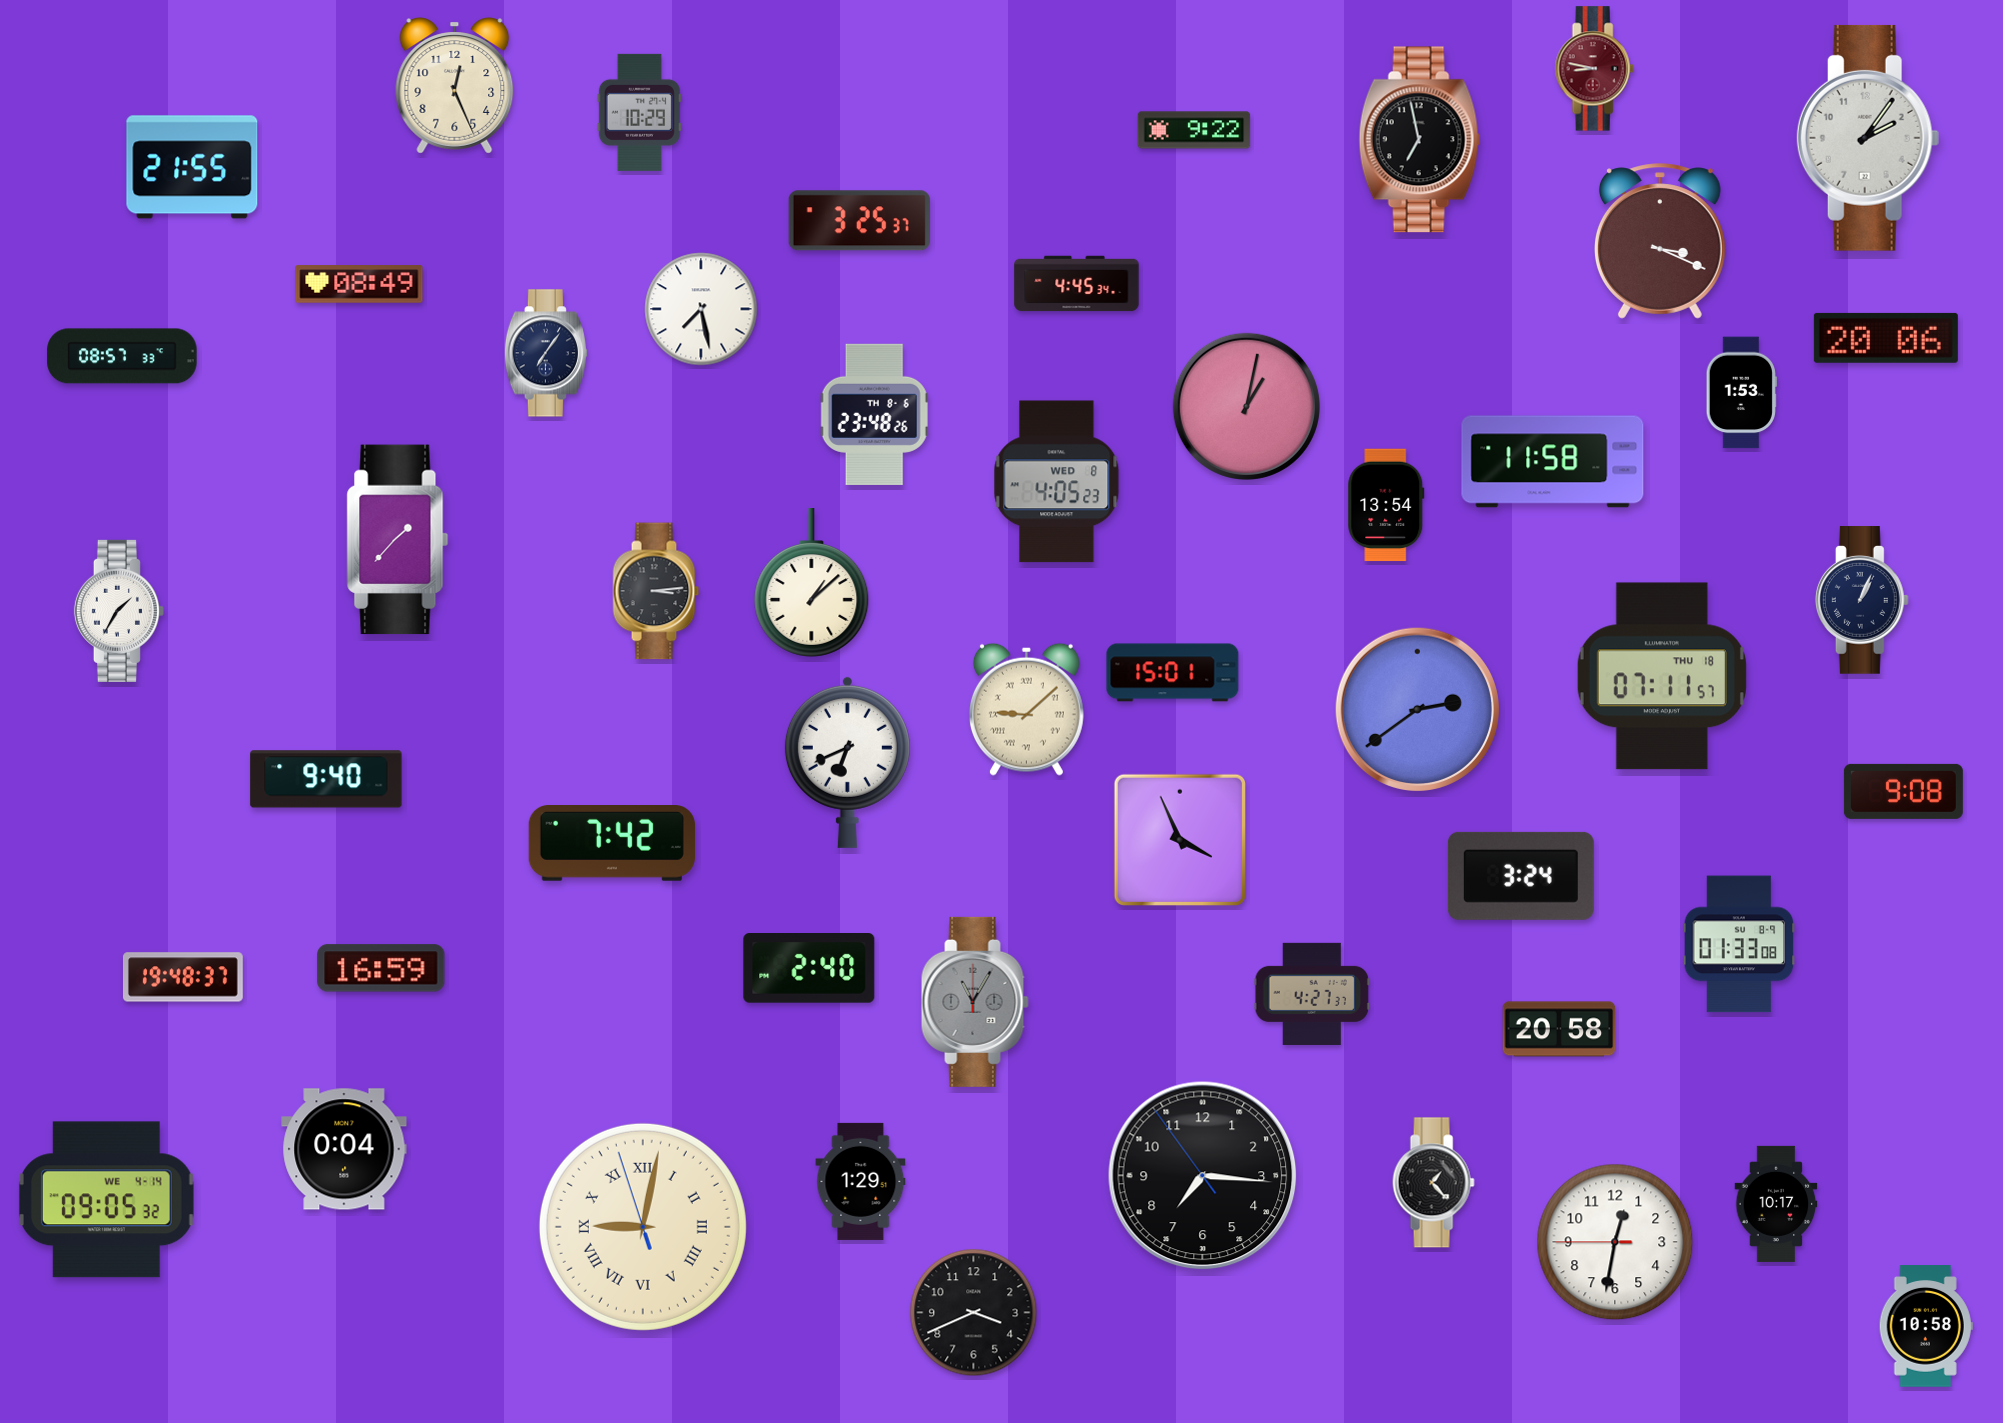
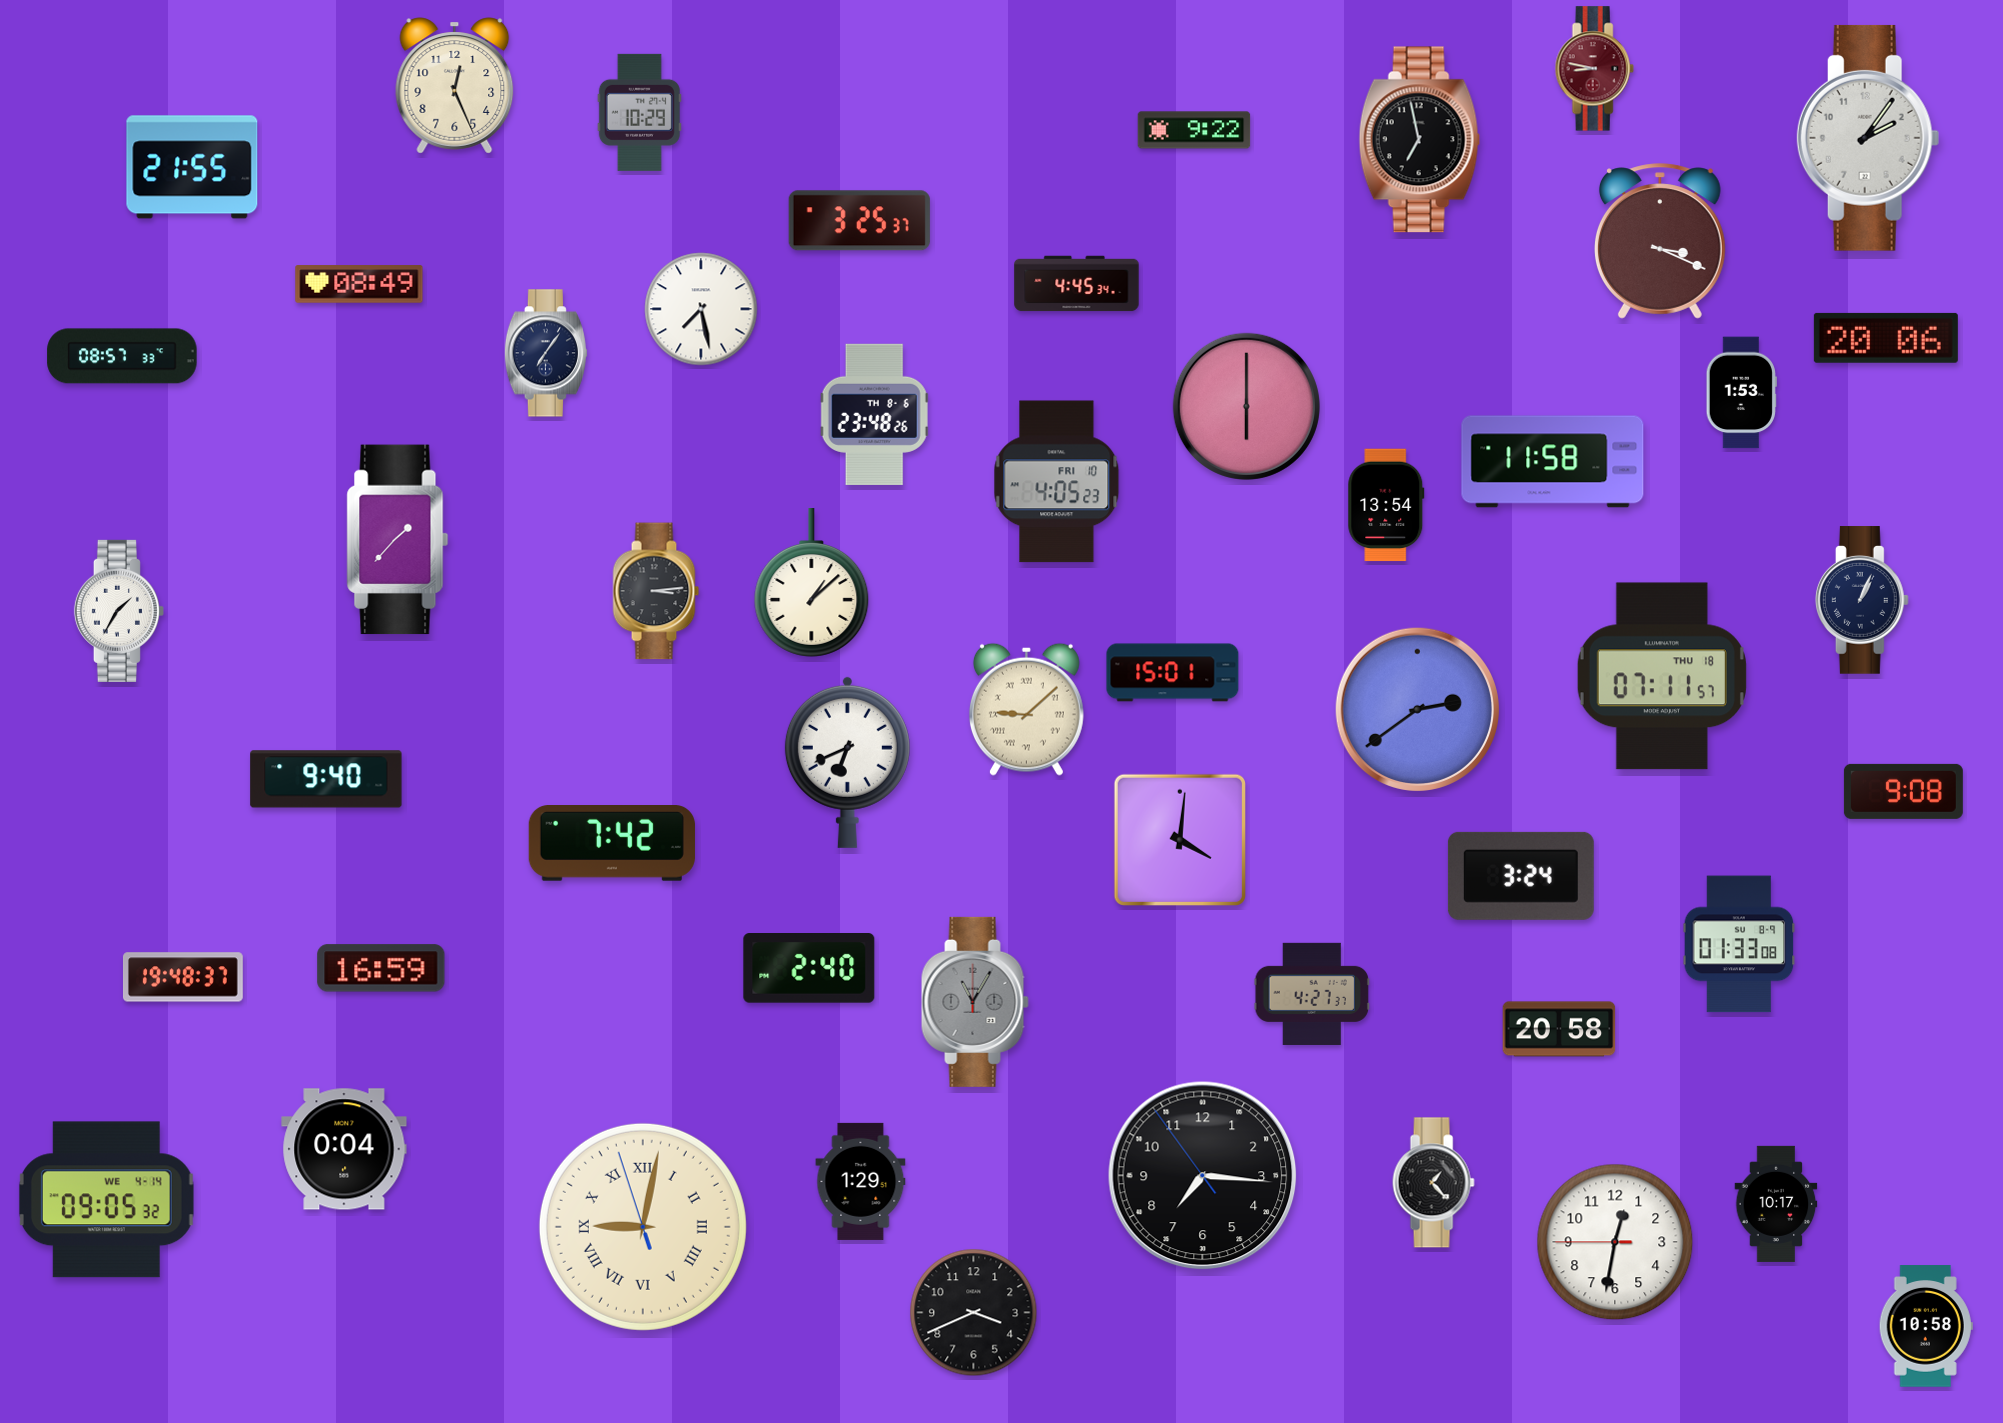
clock at (1246, 406): 1:02 -> 6:00
clock at (1057, 482) date: WED 8 -> FRI 10
clock at (1179, 839): 3:56 -> 4:01
